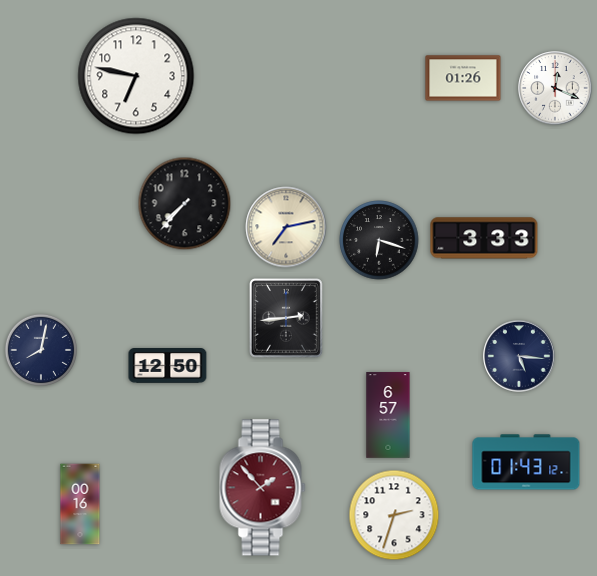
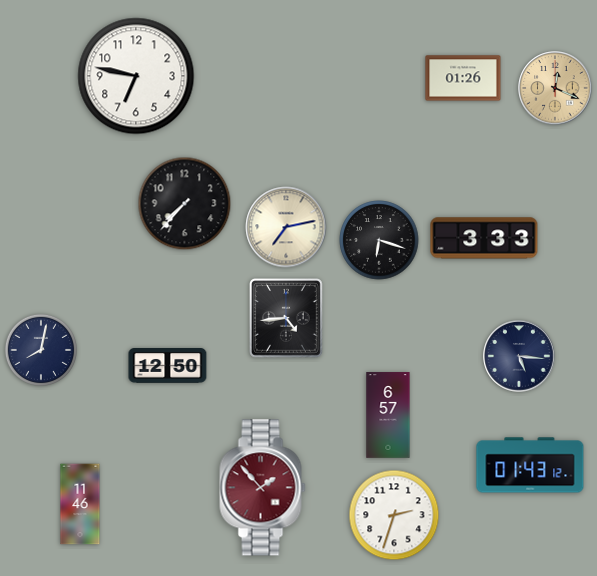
clock at (555, 88) dial: white -> champagne
clock at (287, 319): 2:44 -> 4:44
clock at (526, 462) position: (526, 462) -> (530, 465)
clock at (80, 504): 00:16 -> 11:46
